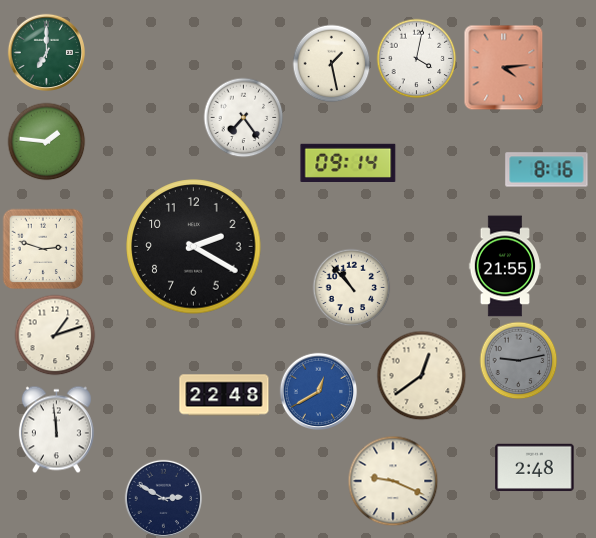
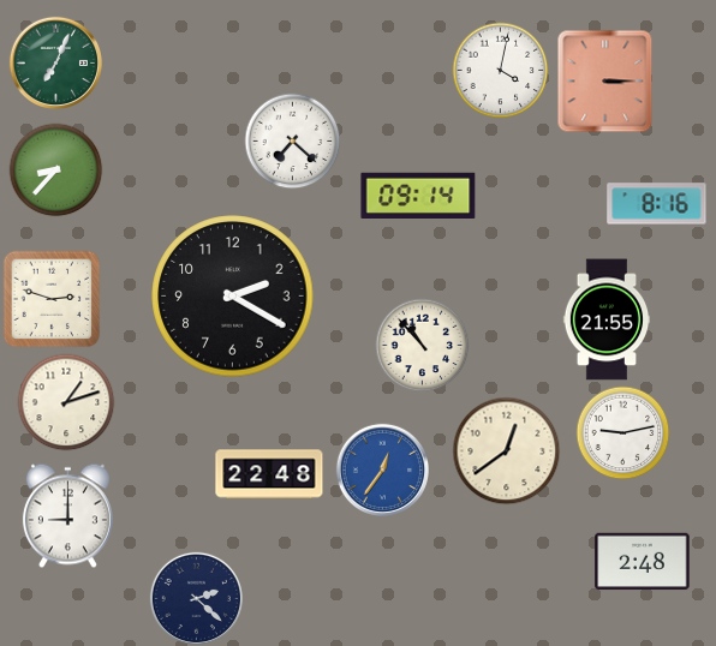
clock at (46, 52): 7:00 -> 7:04
clock at (331, 63): 1:28 -> none
clock at (504, 67): 4:14 -> 3:15
clock at (243, 117): 7:24 -> 7:22
clock at (46, 141): 1:46 -> 8:37
clock at (518, 360) dial: grey -> white
clock at (318, 391): 12:40 -> 12:36
clock at (56, 429): 11:59 -> 9:00
clock at (393, 481): 9:19 -> none
clock at (163, 498): 2:50 -> 2:22
